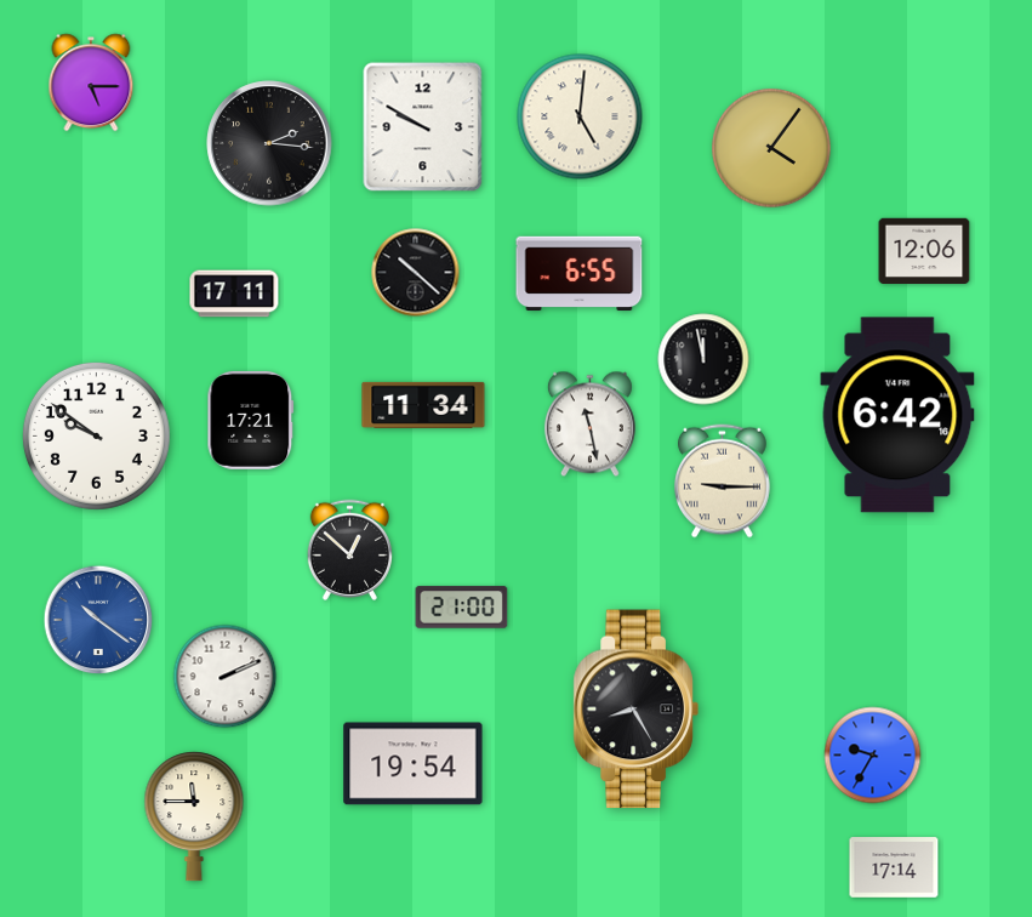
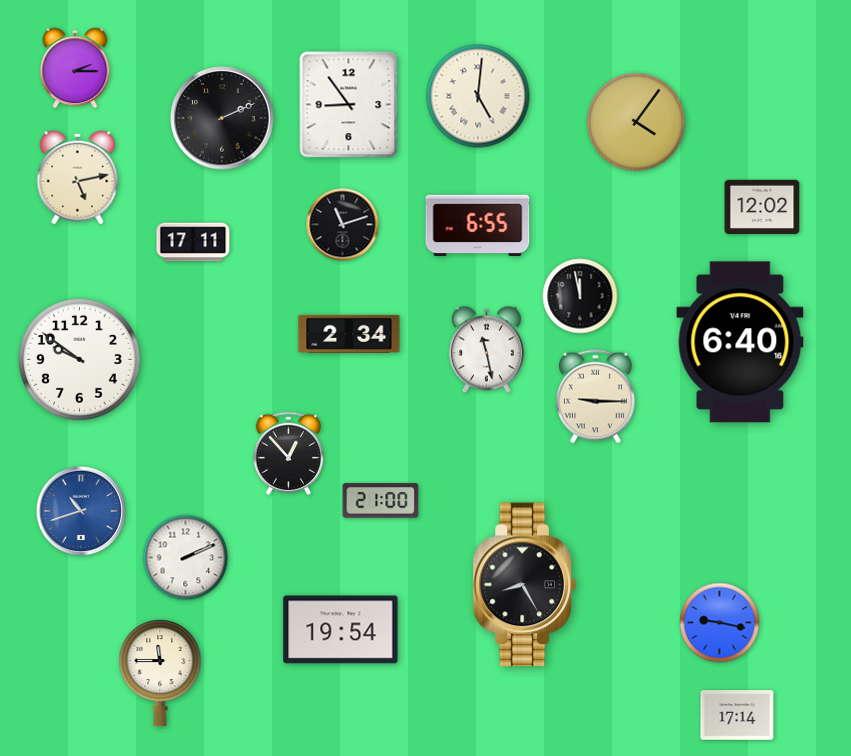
clock at (91, 82): 5:15 -> 2:15
clock at (423, 127): 9:50 -> 8:54
clock at (269, 143): 2:16 -> 2:11
clock at (78, 178): none -> 5:13
clock at (924, 250): 12:06 -> 12:02
clock at (416, 273): 10:22 -> 11:12
clock at (423, 405): 11:34 -> 2:34
clock at (897, 415): 6:42 -> 6:40
clock at (251, 420): 17:21 -> none
clock at (349, 549): 12:52 -> 12:53
clock at (98, 620): 10:21 -> 10:42
clock at (873, 756): 9:35 -> 9:17
